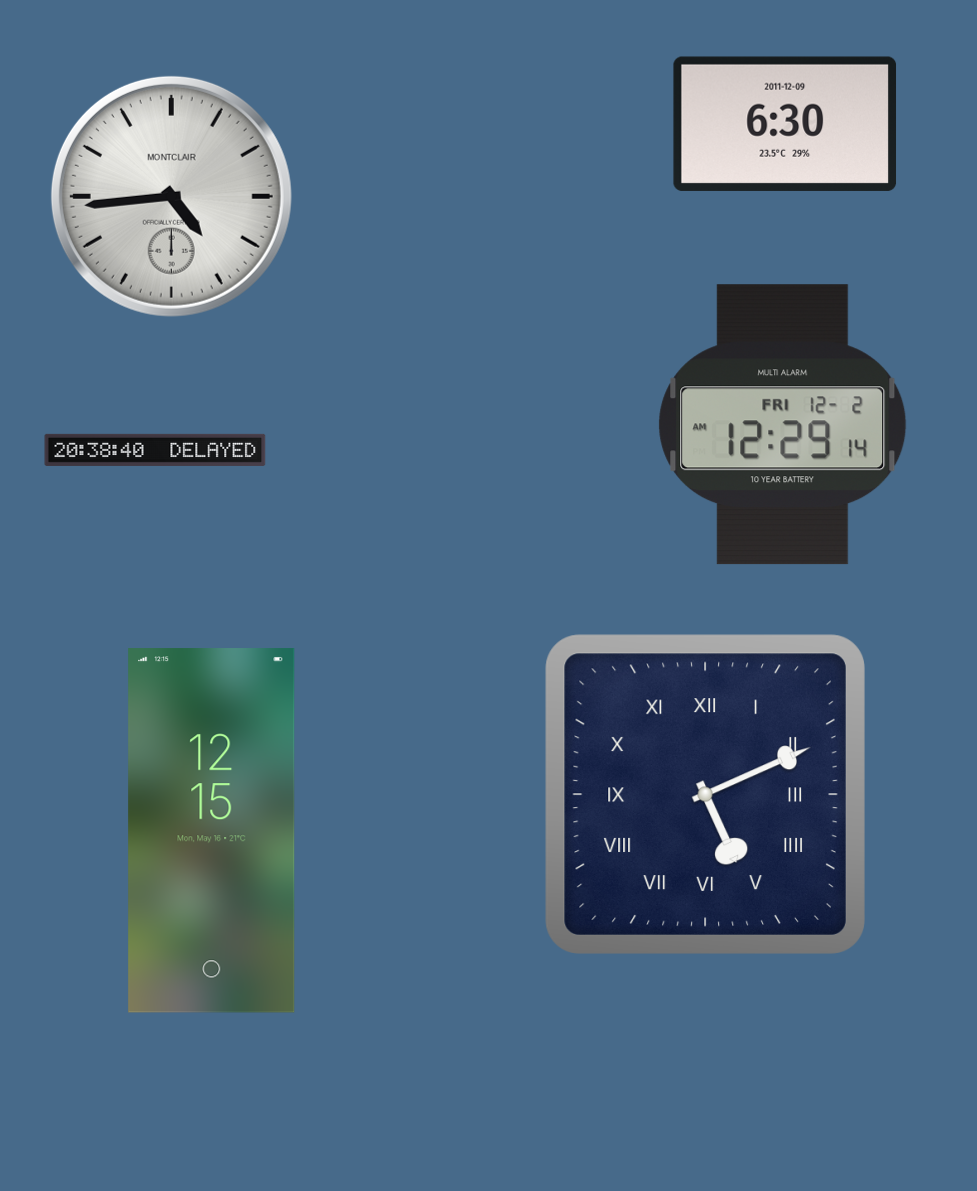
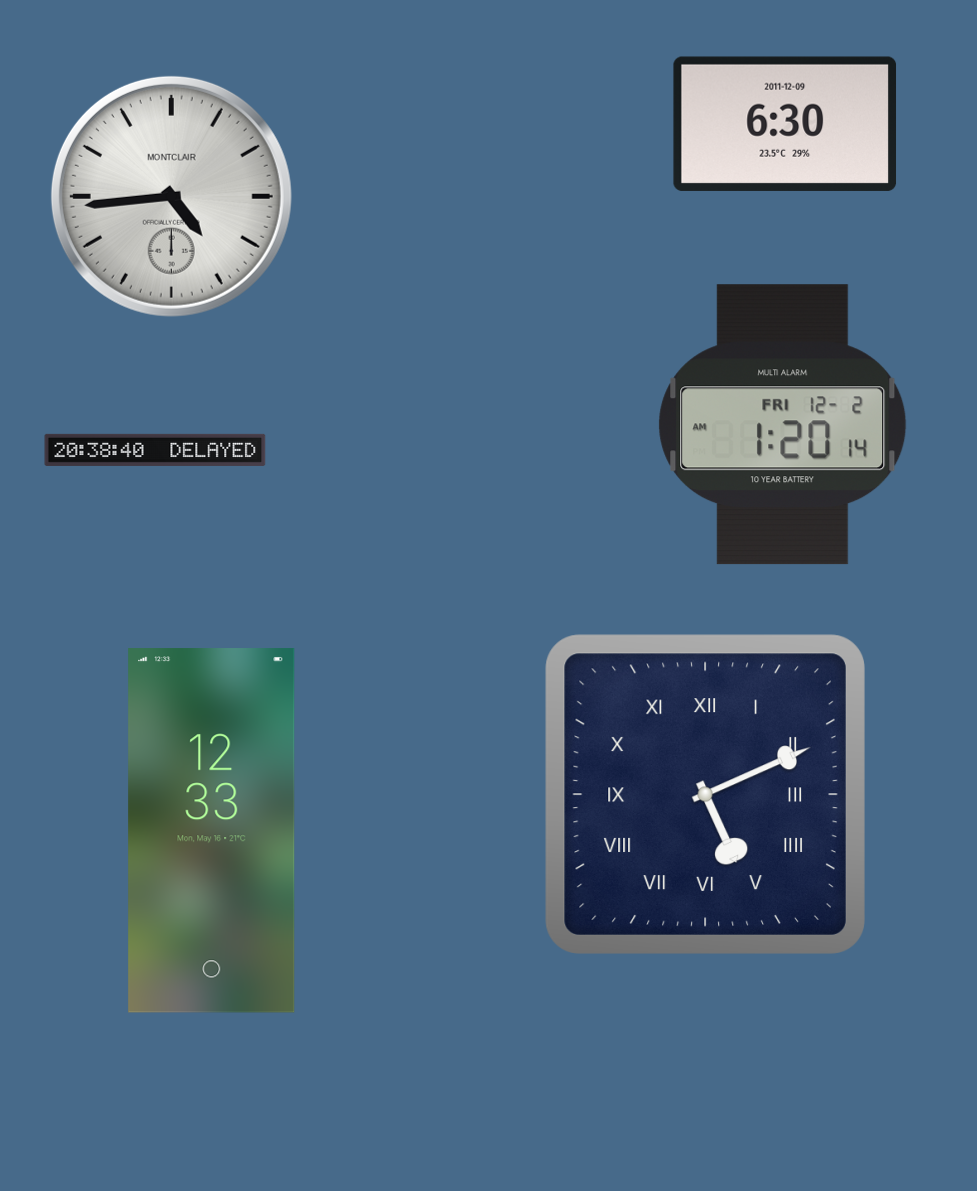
clock at (783, 425): 12:29 -> 1:20
clock at (212, 831): 12:15 -> 12:33
